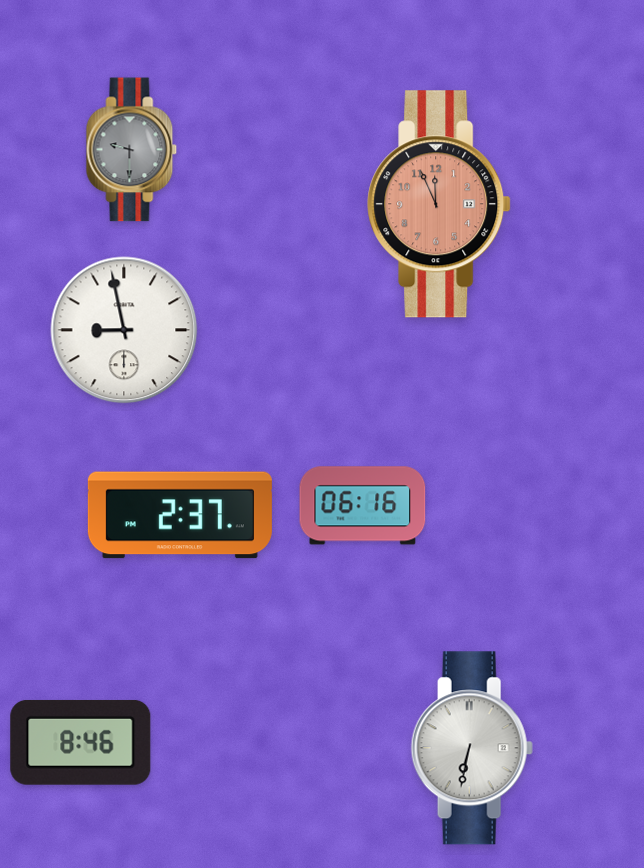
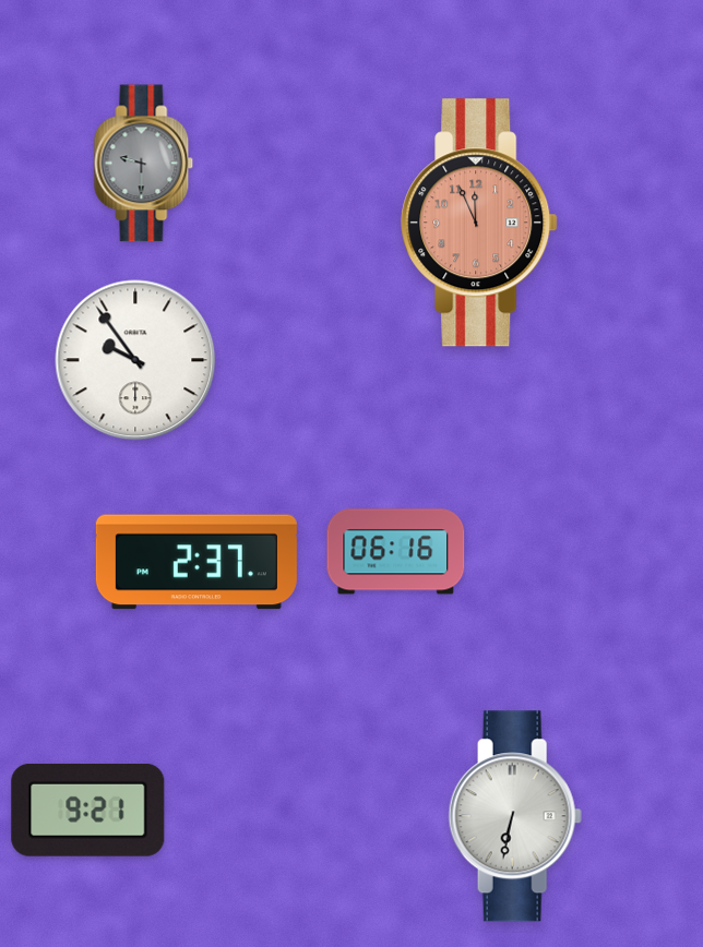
clock at (124, 330): 8:58 -> 9:54
clock at (81, 742): 8:46 -> 9:21
